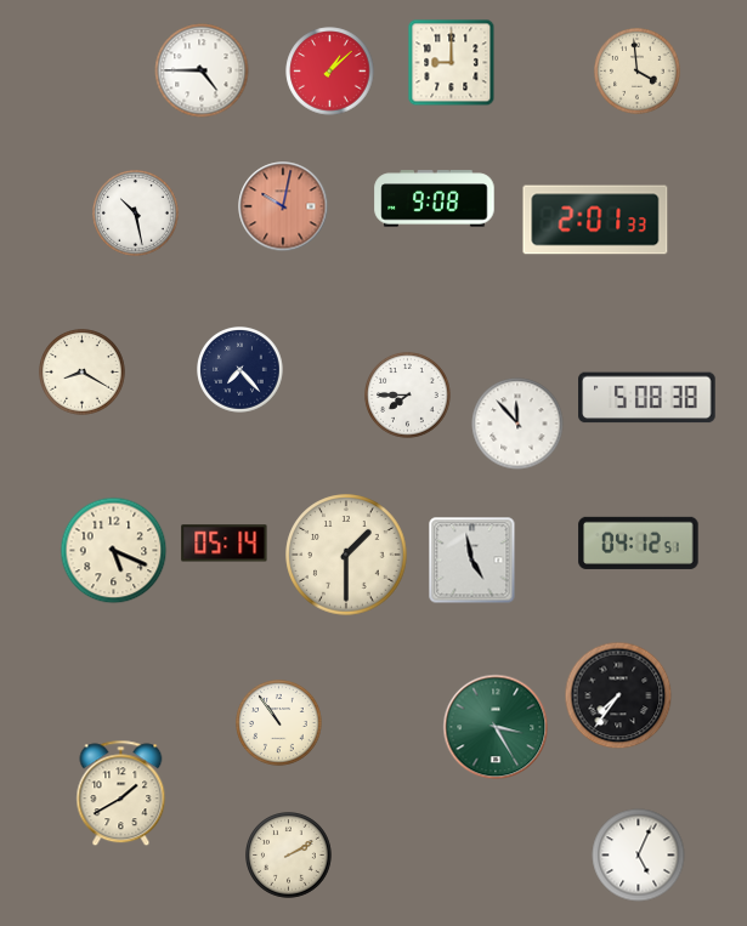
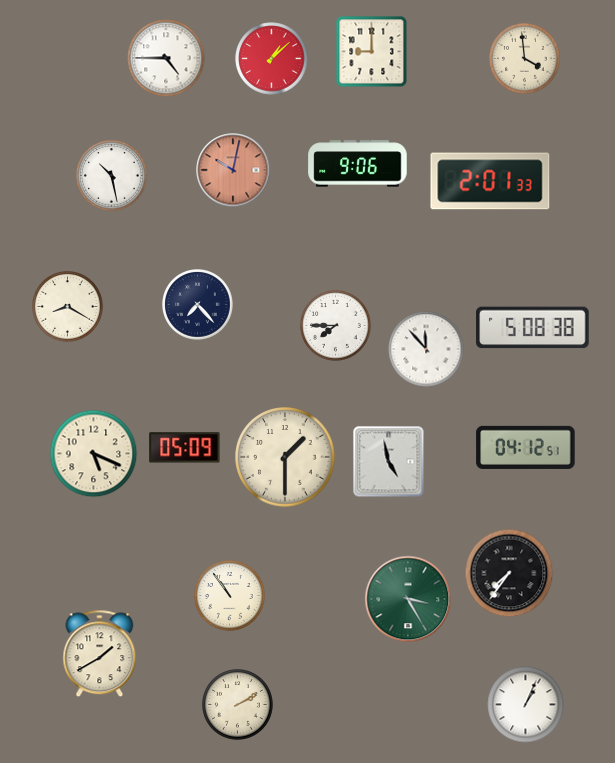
clock at (435, 199): 9:08 -> 9:06
clock at (225, 544): 05:14 -> 05:09
clock at (639, 856): 5:04 -> 1:04
